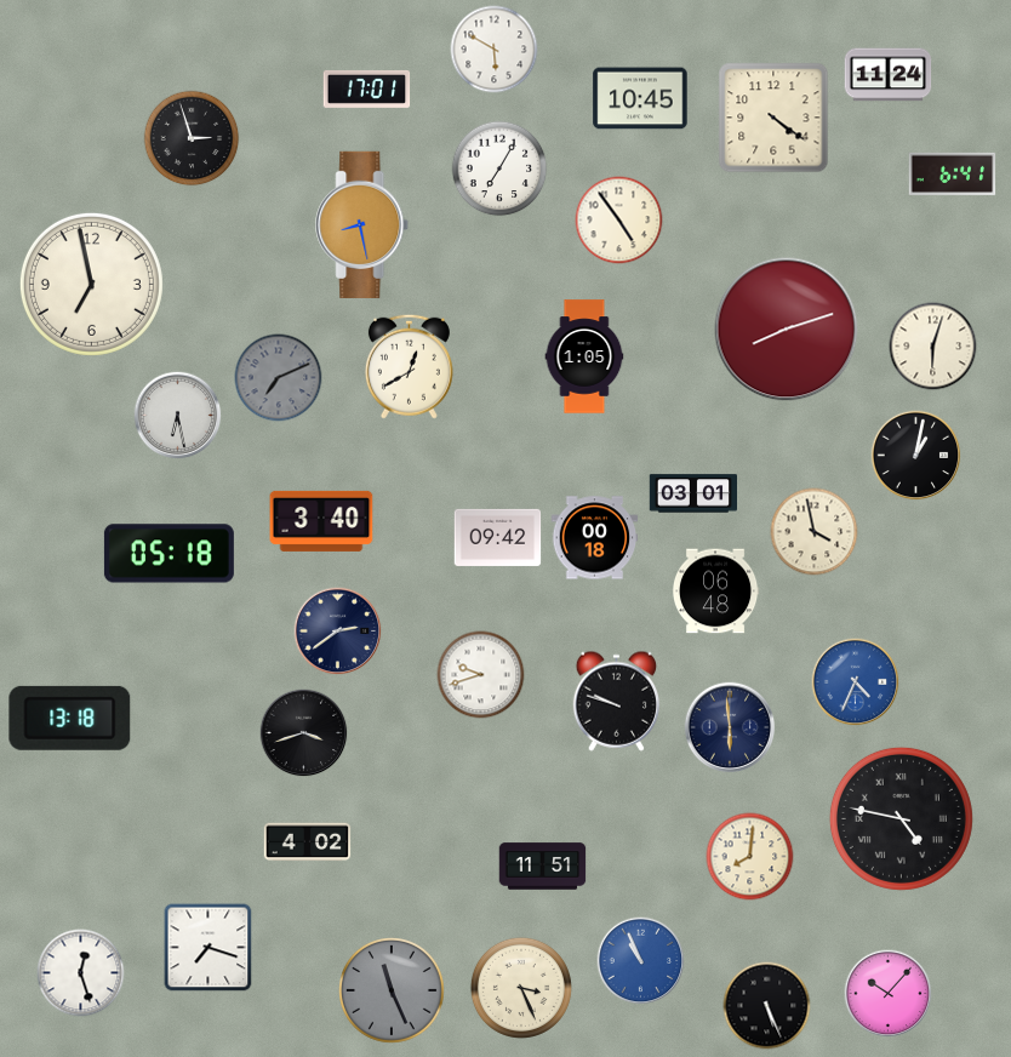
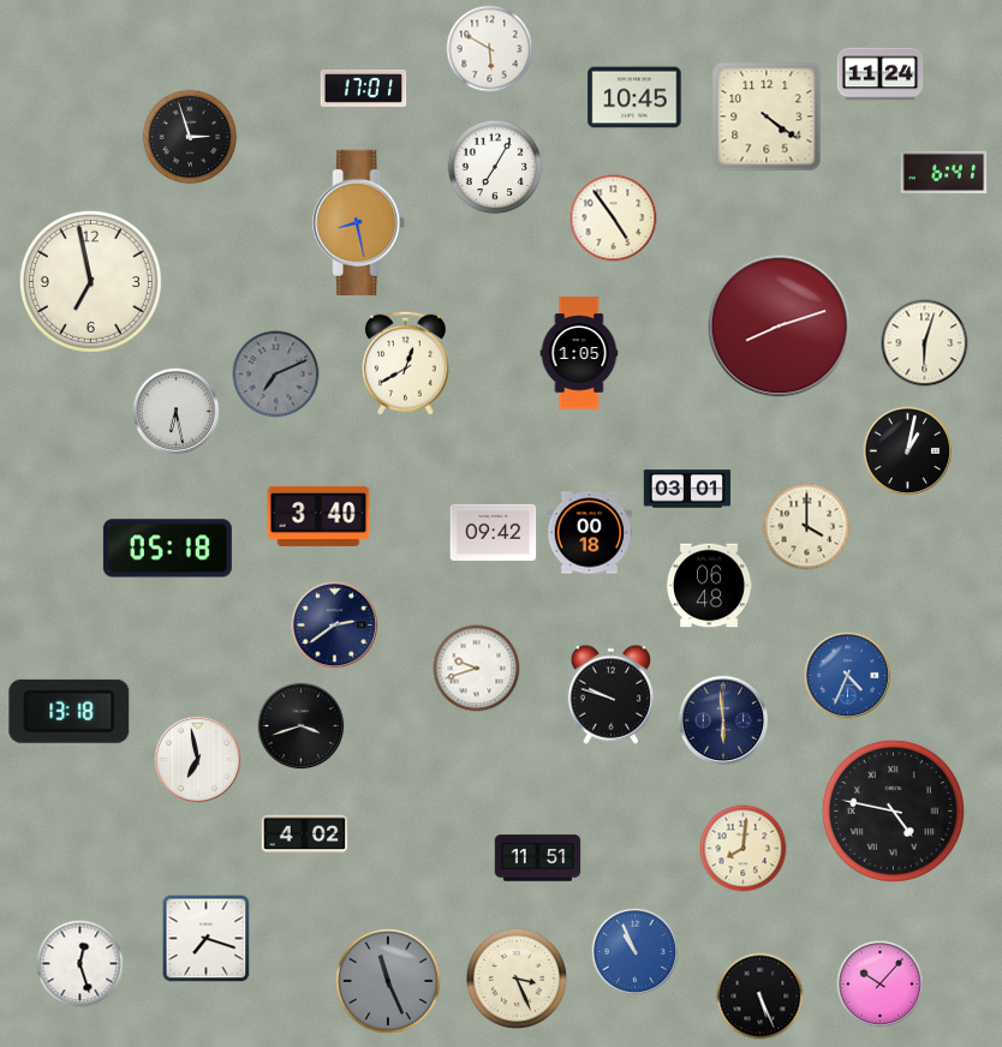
clock at (815, 532): 3:58 -> 4:00
clock at (198, 760): none -> 6:58
